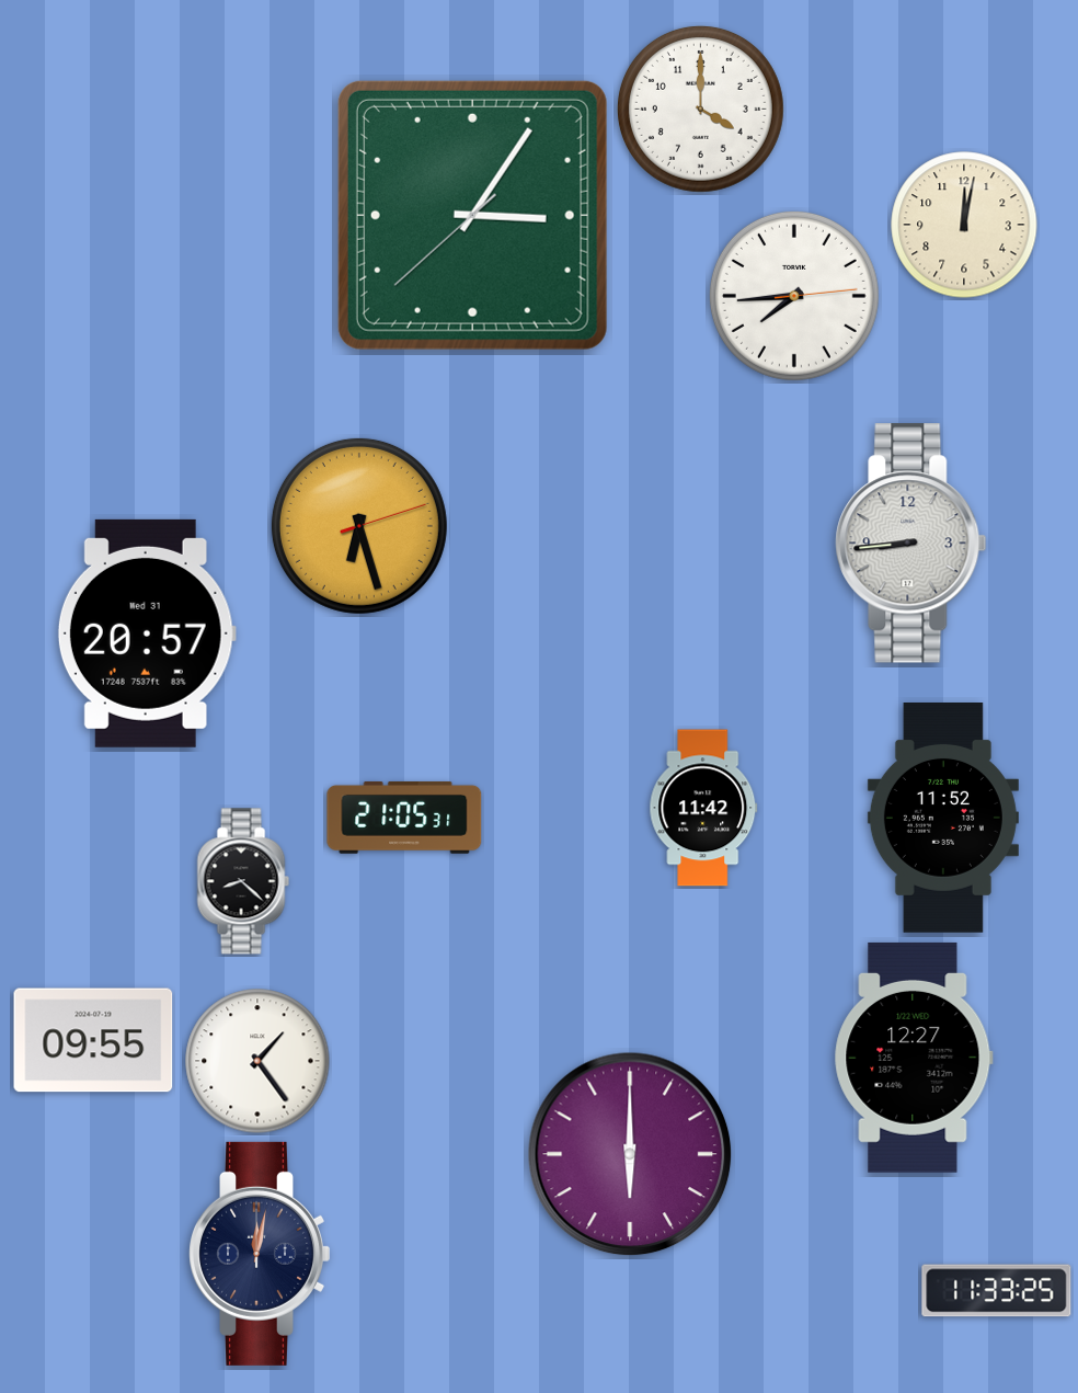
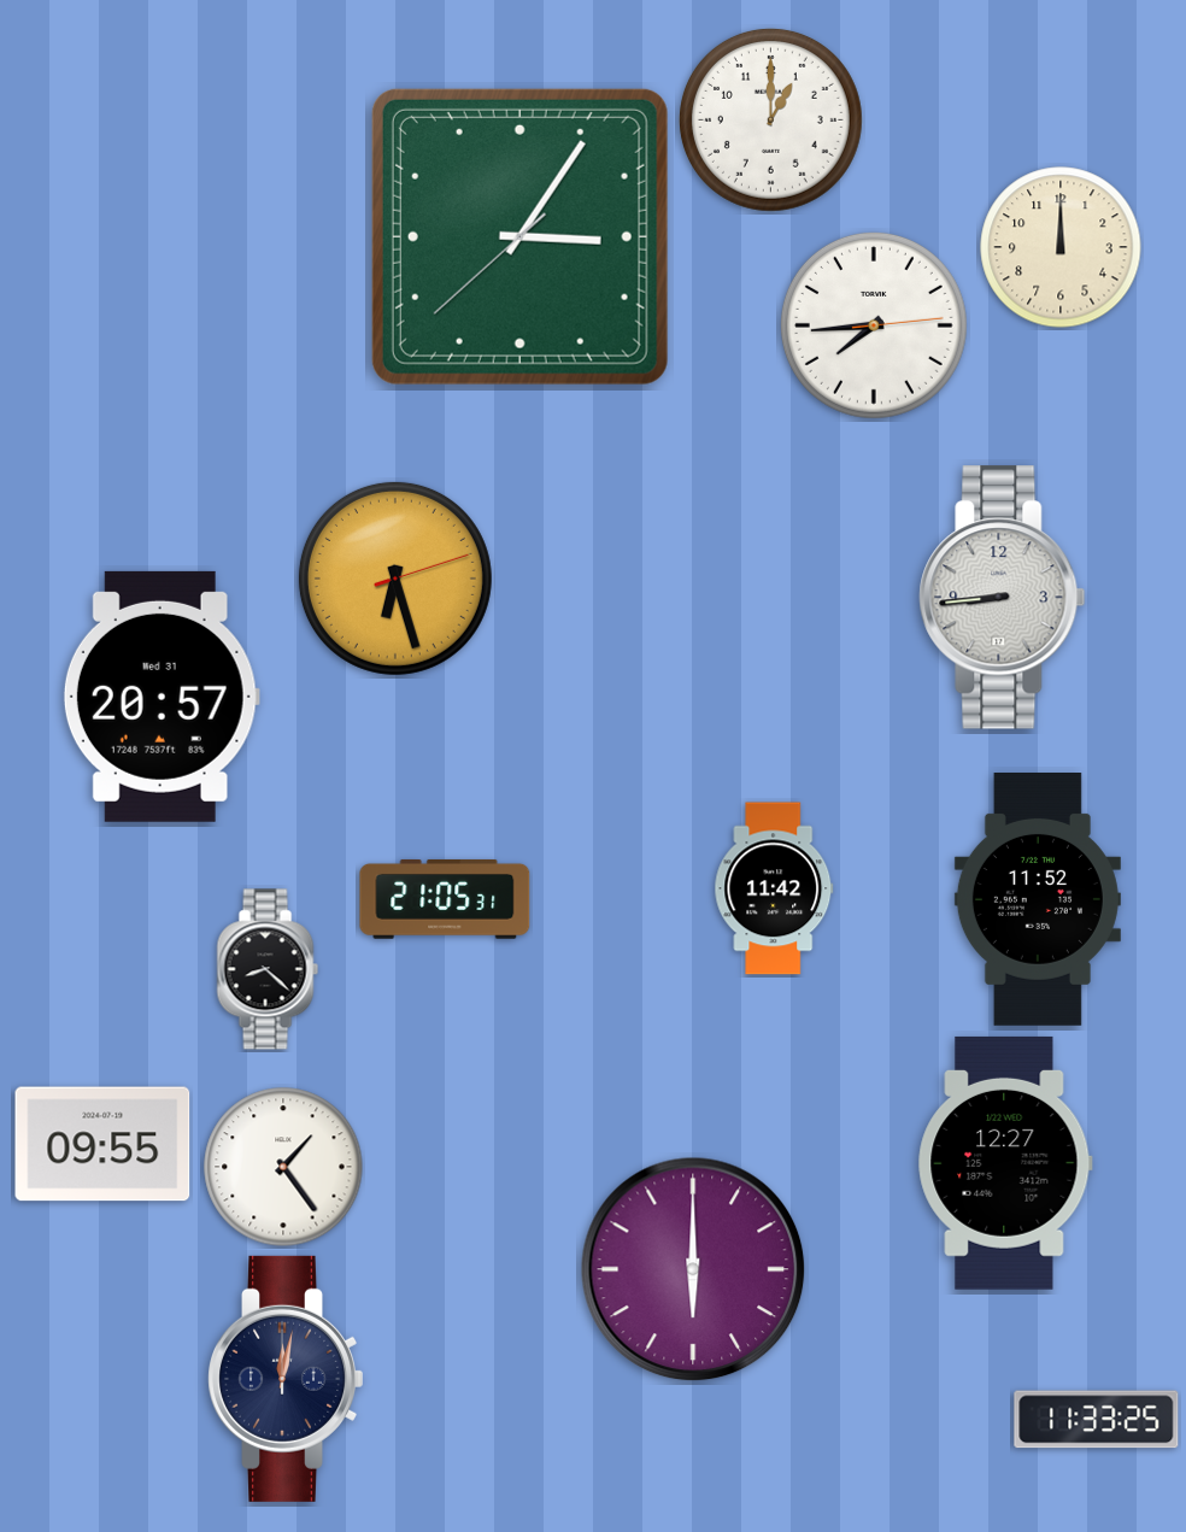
clock at (700, 109): 4:00 -> 1:00
clock at (964, 225): 12:02 -> 12:00
